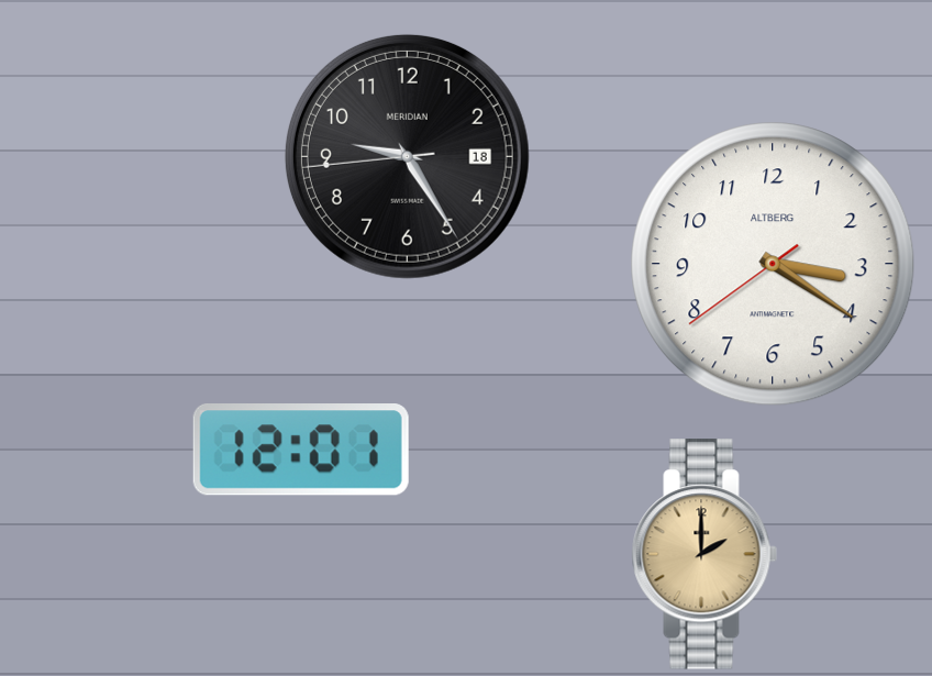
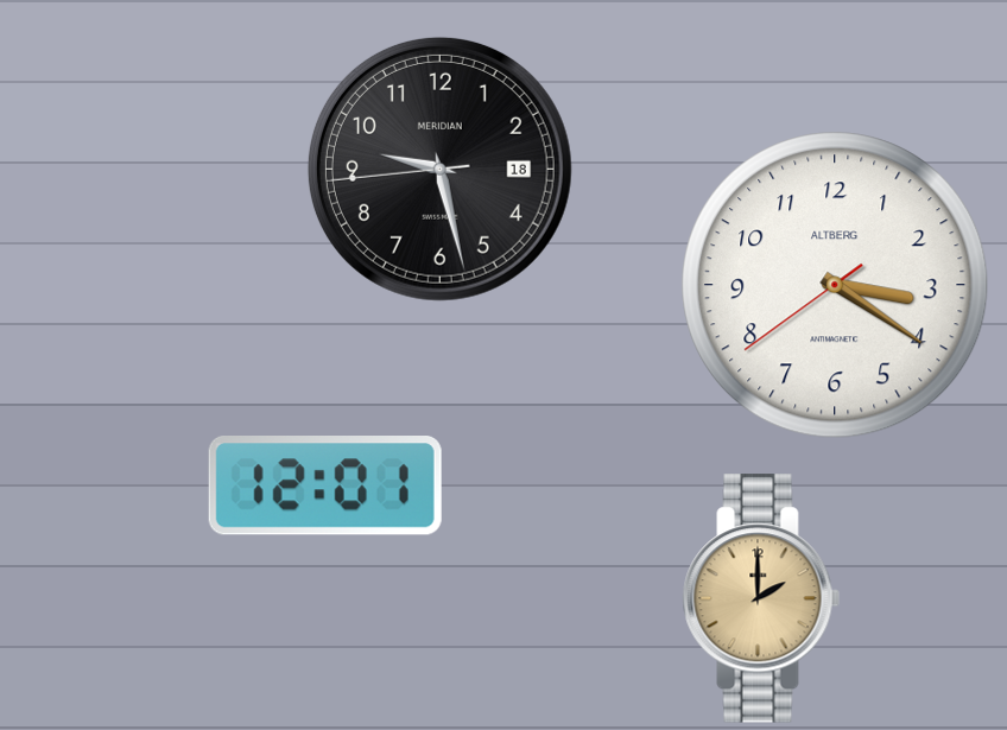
clock at (407, 156): 9:24 -> 9:27
